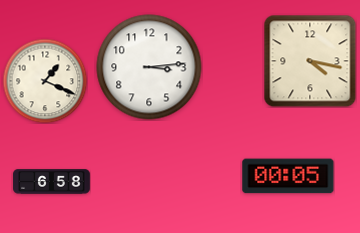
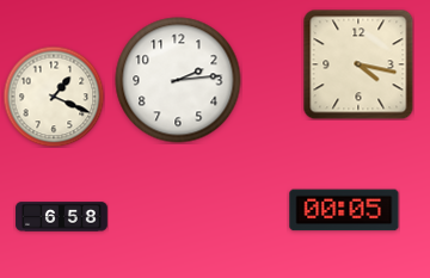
clock at (310, 61) position: (310, 61) -> (358, 64)
clock at (149, 67): 3:14 -> 2:14
